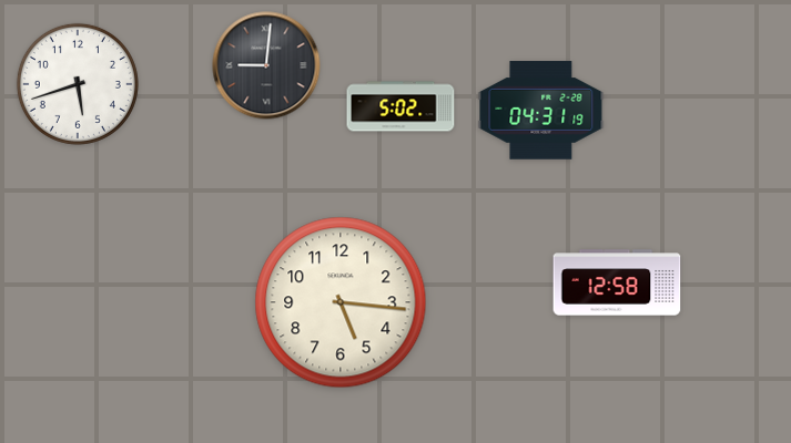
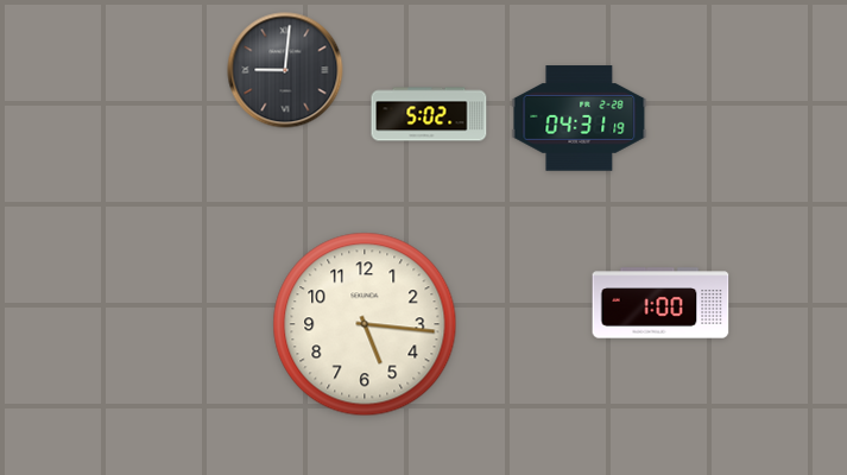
clock at (78, 84): 5:42 -> none
clock at (617, 282): 12:58 -> 1:00
